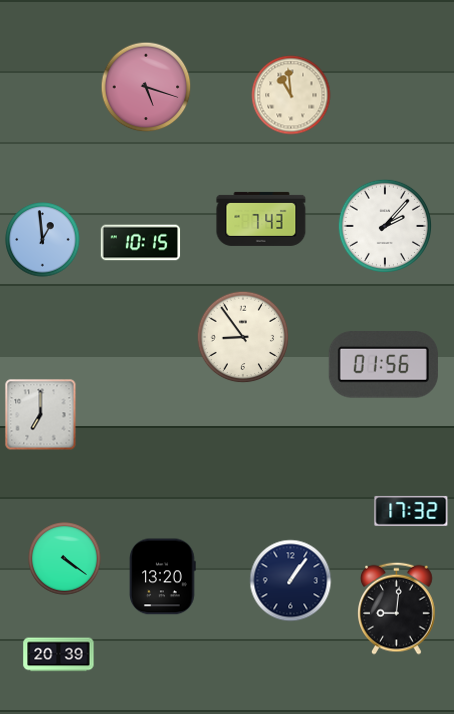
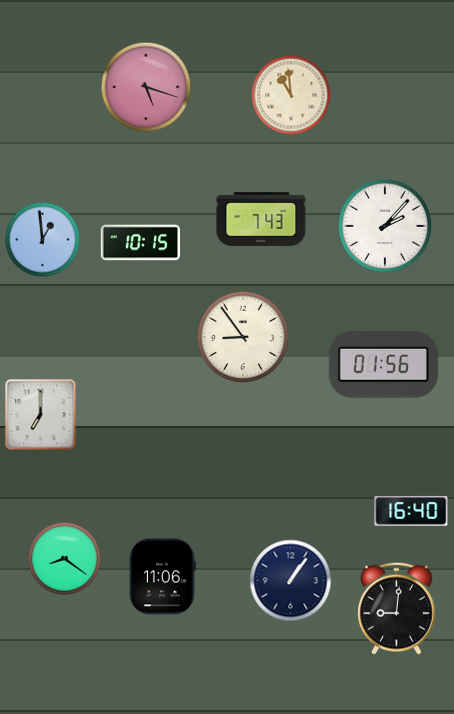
clock at (411, 511): 17:32 -> 16:40
clock at (65, 559): 4:21 -> 8:21
clock at (163, 577): 13:20 -> 11:06
clock at (59, 655): 20:39 -> none
